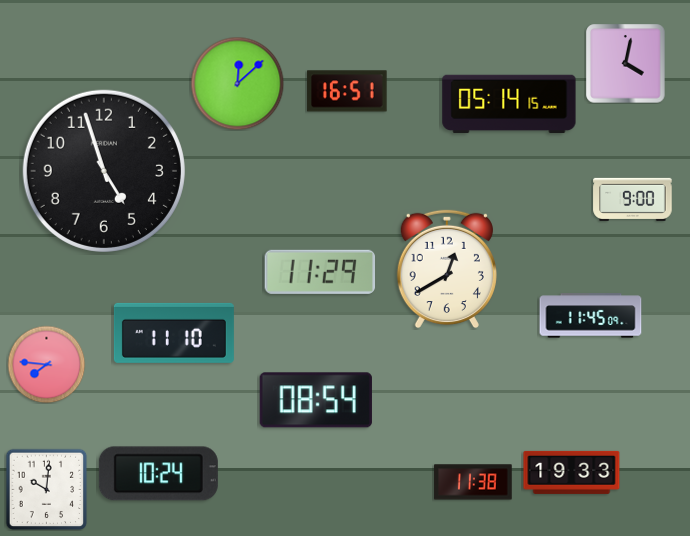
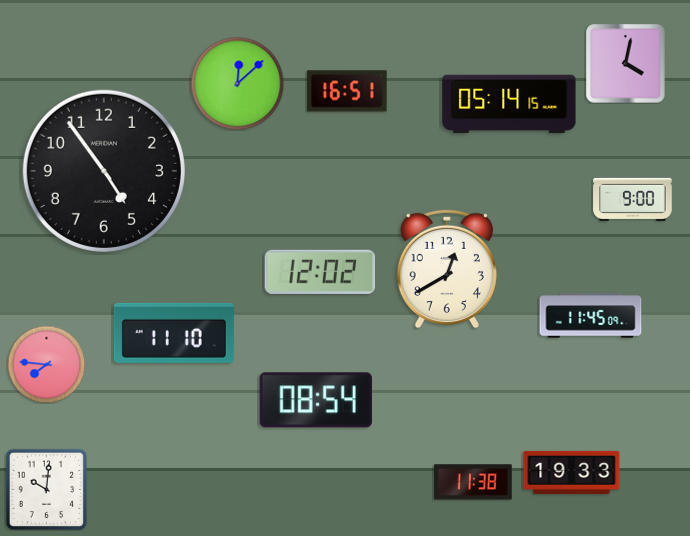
clock at (104, 171): 4:57 -> 4:54
clock at (319, 272): 11:29 -> 12:02
clock at (158, 474): 10:24 -> none
